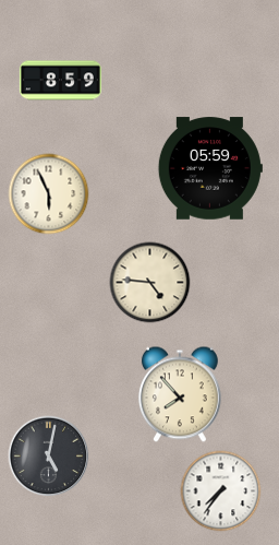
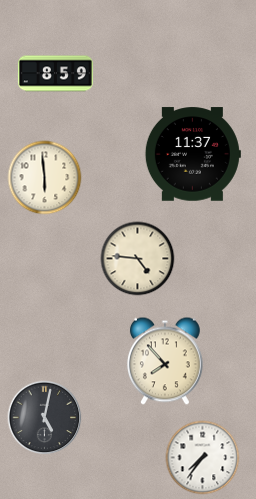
clock at (210, 168): 05:59 -> 11:37
clock at (49, 194): 5:56 -> 5:59
clock at (221, 491) position: (221, 491) -> (203, 458)
